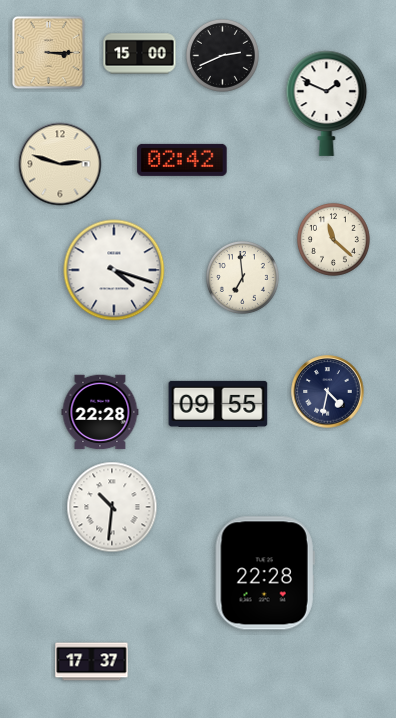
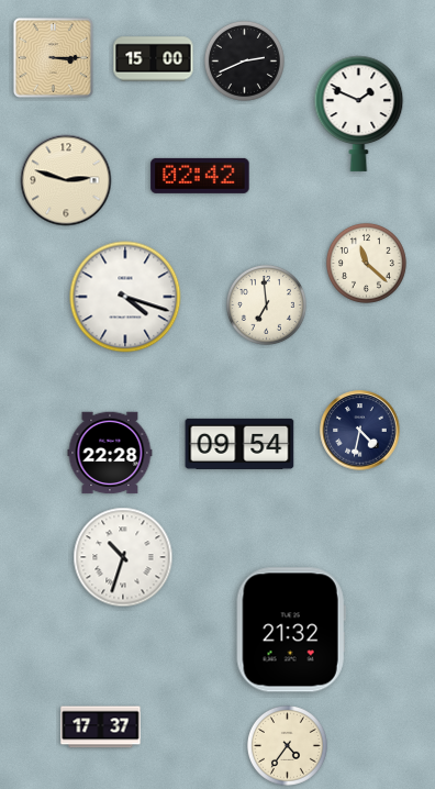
clock at (218, 404): 09:55 -> 09:54
clock at (112, 507): 10:31 -> 10:33
clock at (265, 573): 22:28 -> 21:32
clock at (287, 745): none -> 4:36
